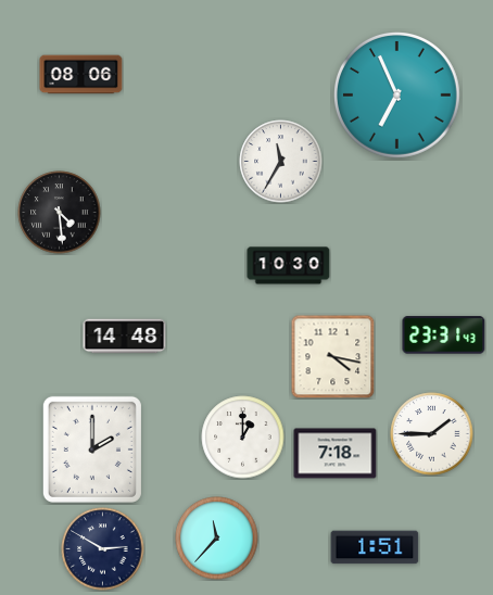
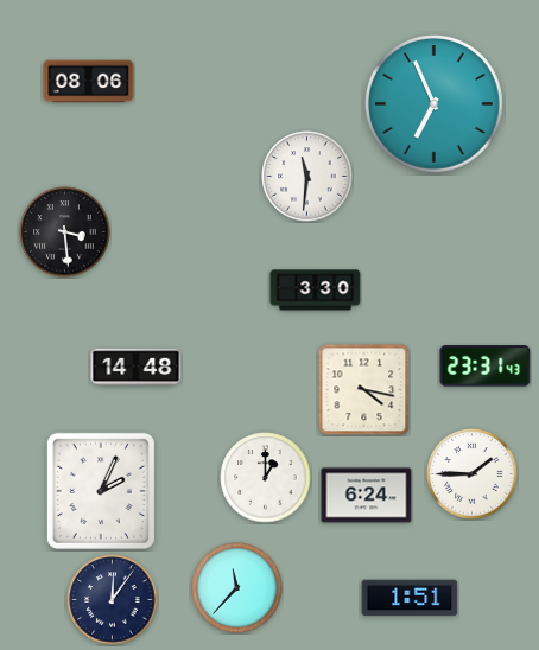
clock at (281, 162): 11:35 -> 11:31
clock at (60, 213): 4:29 -> 3:29
clock at (289, 266): 10:30 -> 3:30
clock at (92, 450): 2:00 -> 2:04
clock at (336, 454): 7:18 -> 6:24
clock at (103, 549): 2:50 -> 12:06
